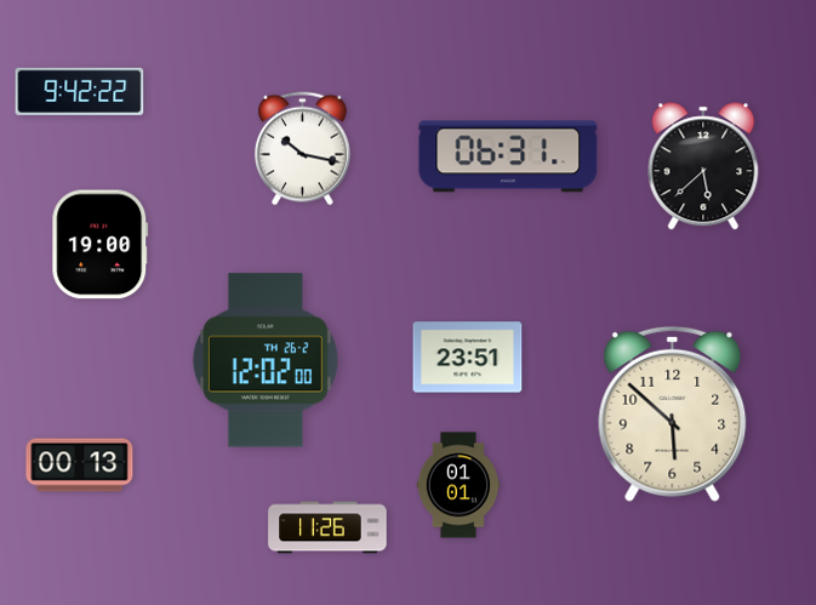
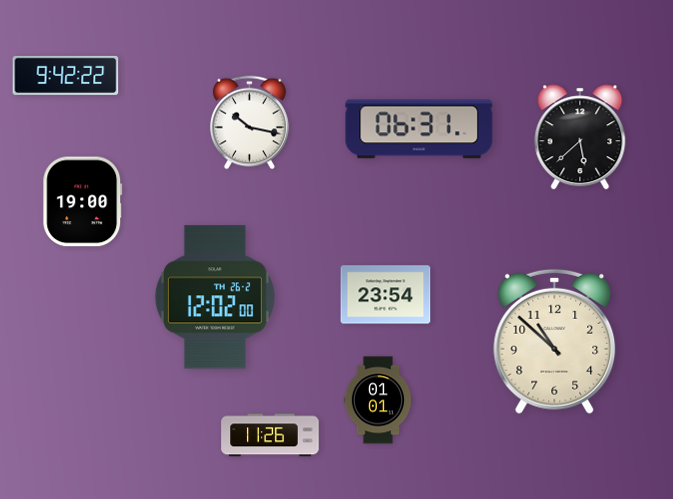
clock at (468, 358): 23:51 -> 23:54
clock at (266, 360) position: (266, 360) -> (215, 297)
clock at (673, 413): 5:52 -> 10:52
clock at (80, 466): 00:13 -> none
